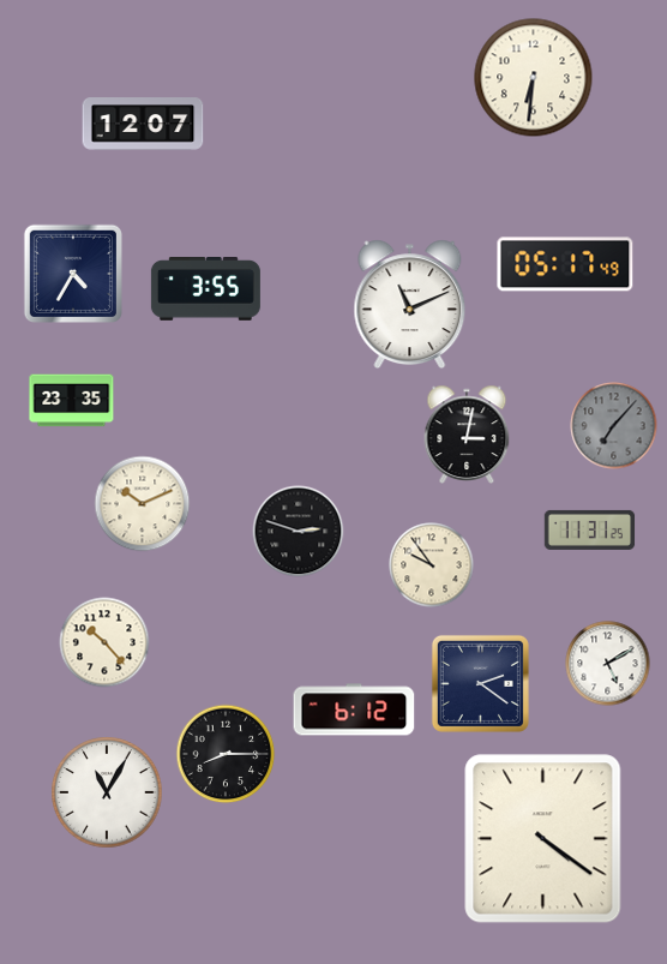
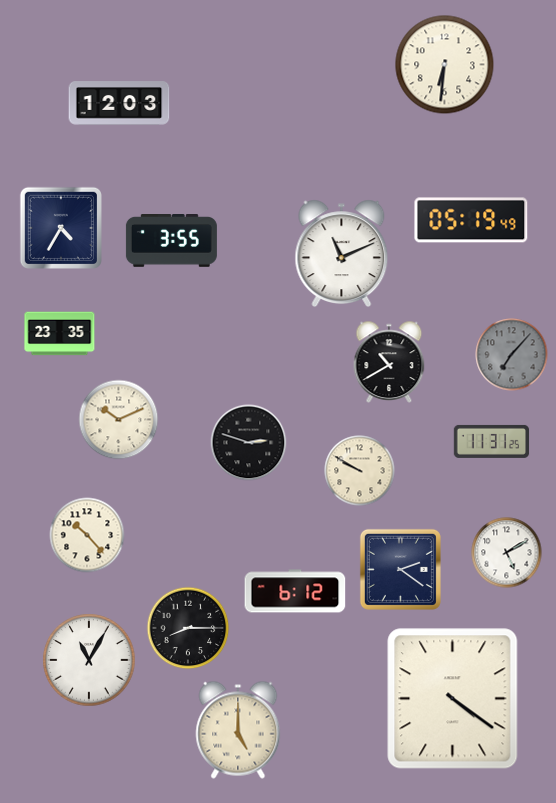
clock at (143, 124): 12:07 -> 12:03
clock at (565, 264): 05:17 -> 05:19
clock at (467, 435): 3:02 -> 10:40
clock at (432, 565): 9:54 -> 9:50
clock at (238, 730): none -> 5:00
